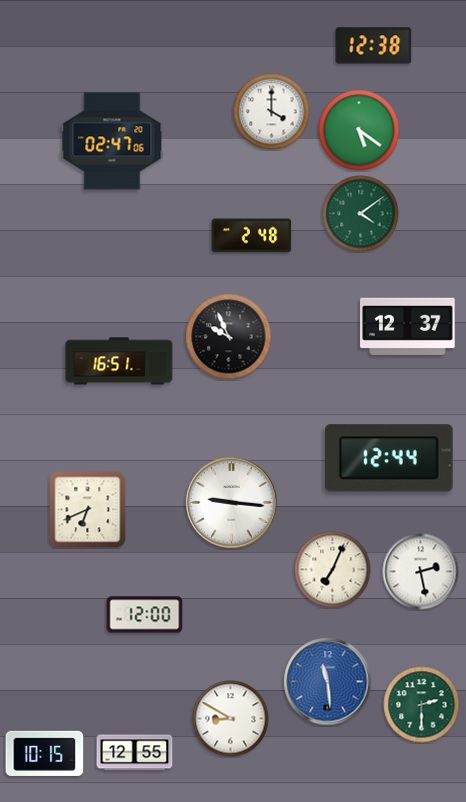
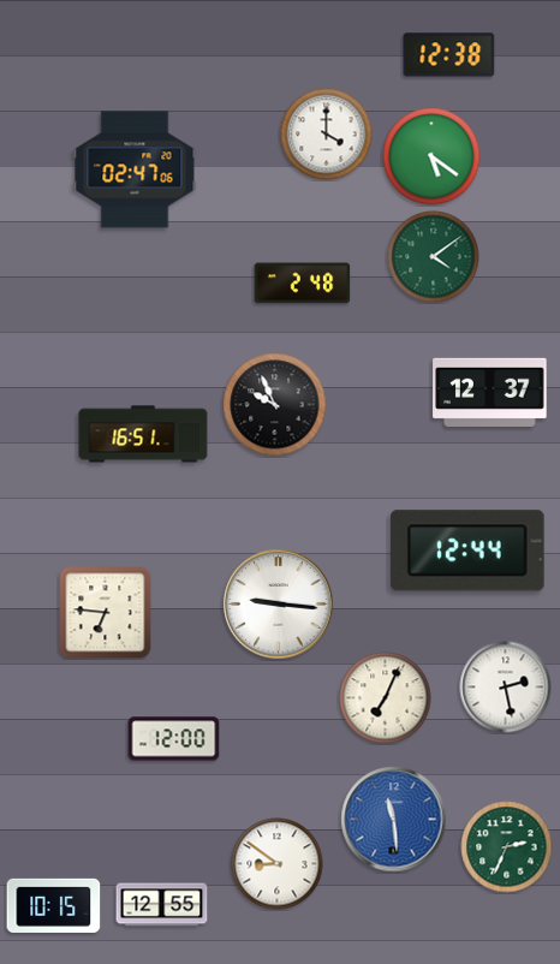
clock at (88, 510): 6:41 -> 6:46
clock at (333, 570) position: (333, 570) -> (386, 698)
clock at (422, 705): 2:30 -> 2:34
clock at (231, 719): 8:50 -> 8:51
